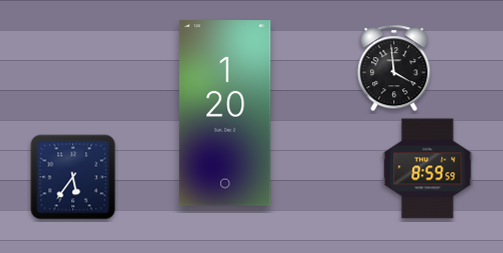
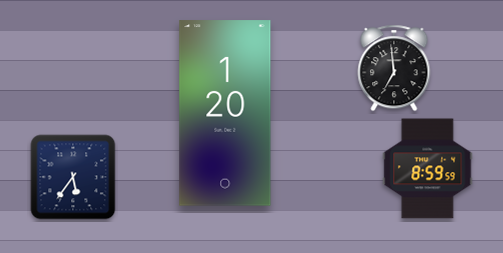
clock at (394, 68): 3:59 -> 6:59
